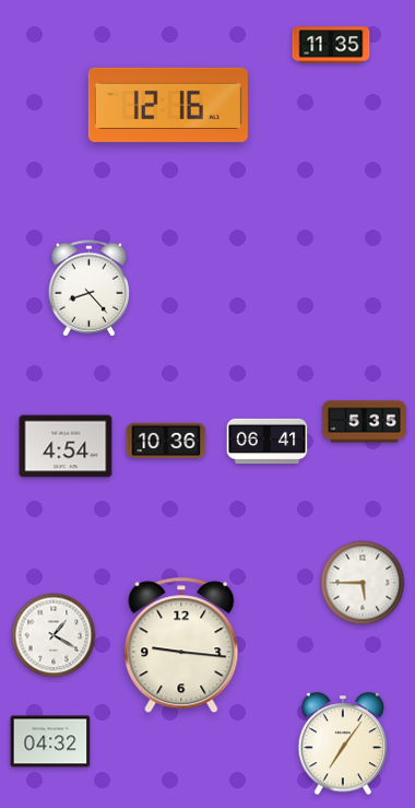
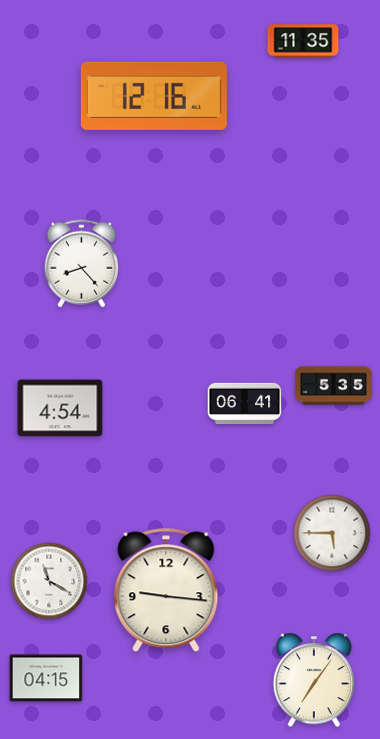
clock at (166, 440): 10:36 -> none
clock at (54, 635): 1:20 -> 11:20
clock at (50, 741): 04:32 -> 04:15
